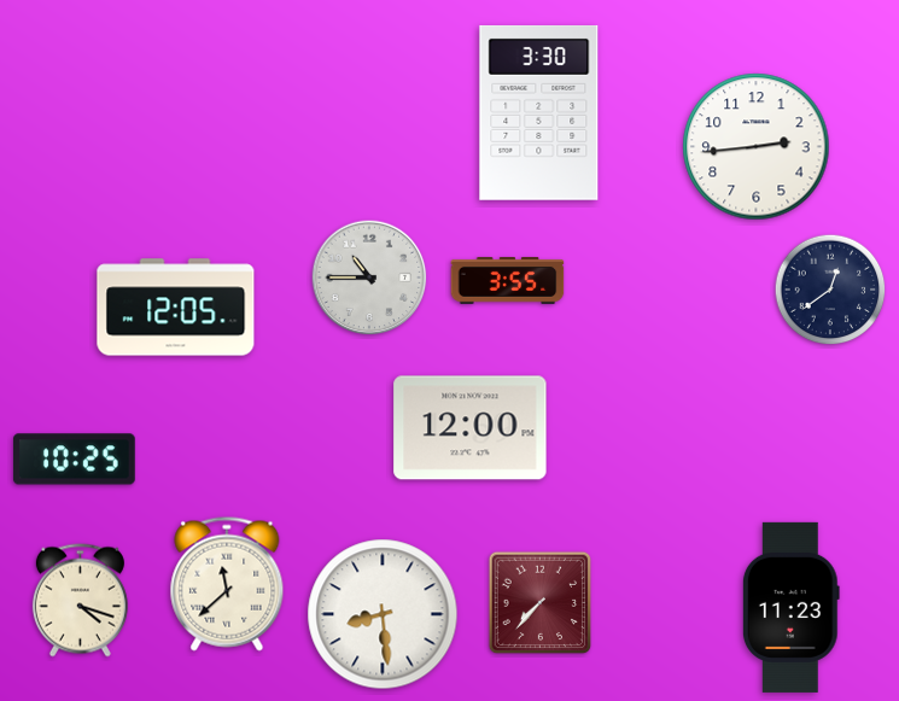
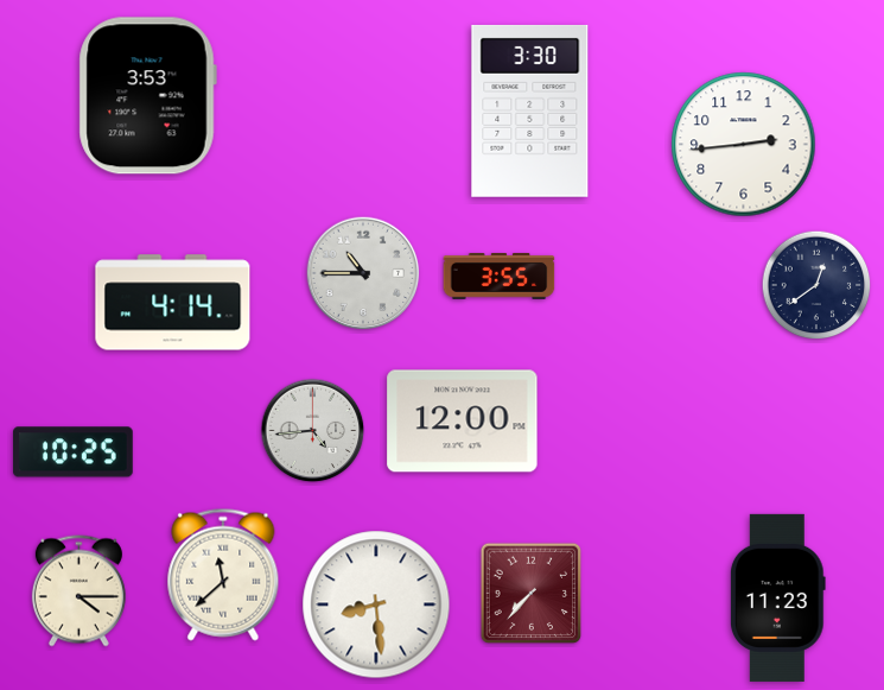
clock at (147, 96): none -> 3:53
clock at (176, 308): 12:05 -> 4:14
clock at (313, 431): none -> 4:44
clock at (80, 601): 4:18 -> 4:15
